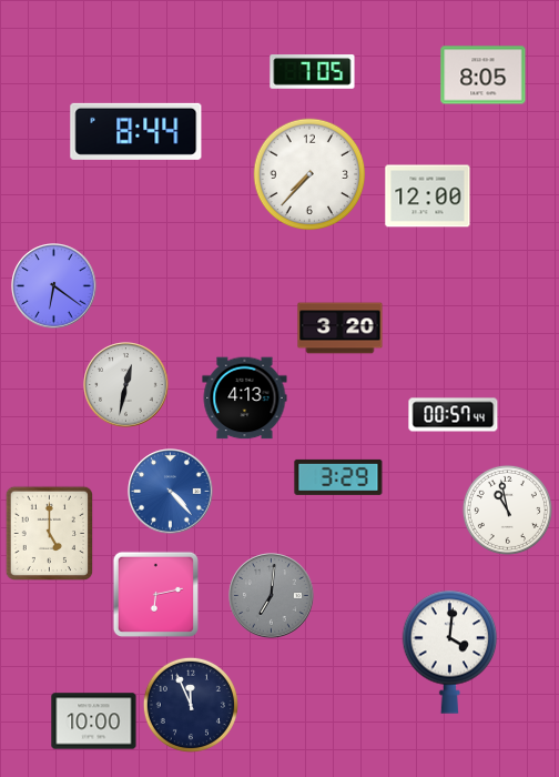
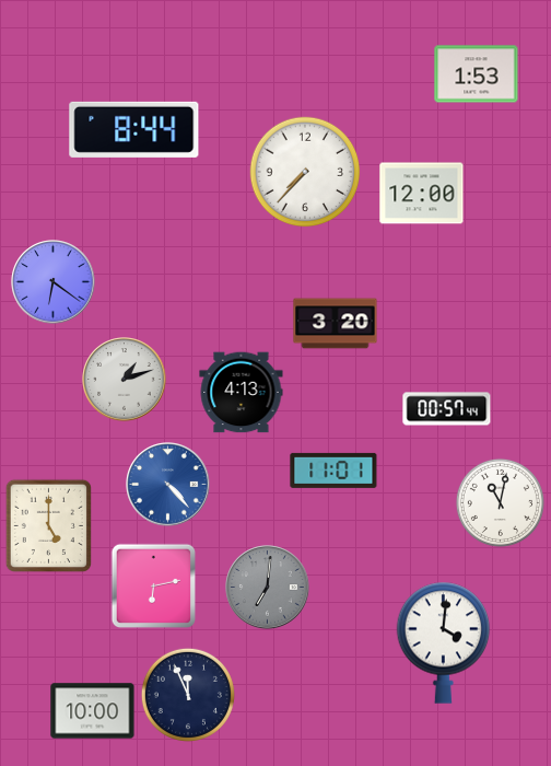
clock at (313, 72): 7:05 -> none
clock at (484, 75): 8:05 -> 1:53
clock at (126, 385): 12:32 -> 1:12
clock at (338, 477): 3:29 -> 11:01
clock at (507, 509): 10:58 -> 11:02
